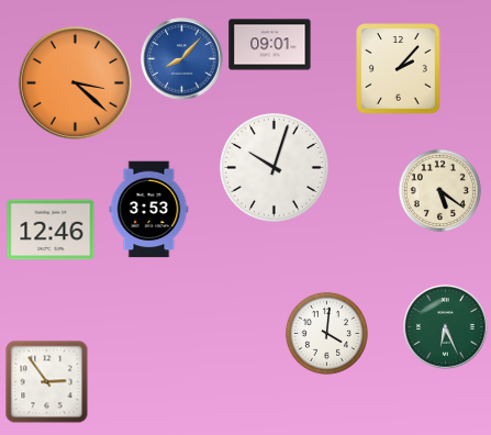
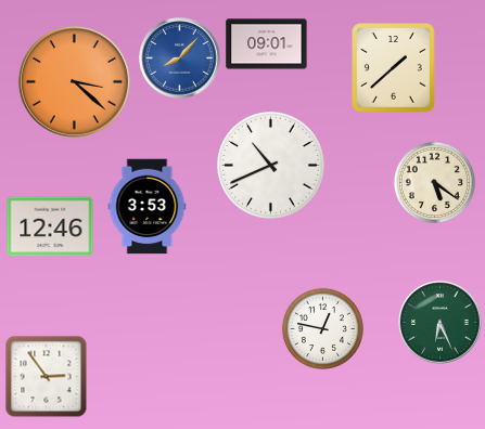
clock at (399, 69): 2:07 -> 1:38
clock at (275, 168): 10:03 -> 10:41
clock at (439, 190) position: (439, 190) -> (434, 182)
clock at (326, 333): 4:01 -> 12:47
